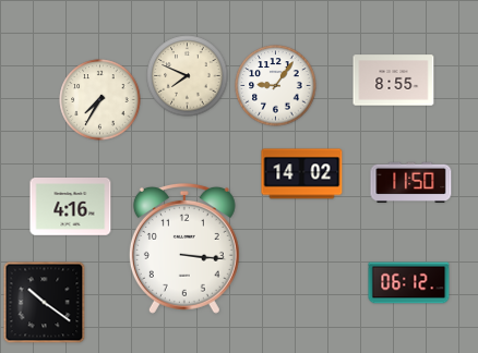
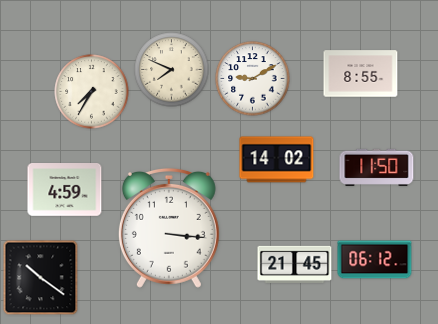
clock at (276, 86): 9:06 -> 9:10
clock at (71, 207): 4:16 -> 4:59
clock at (295, 264): none -> 21:45
